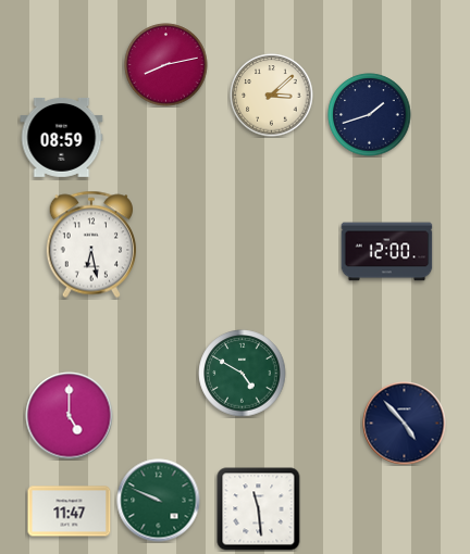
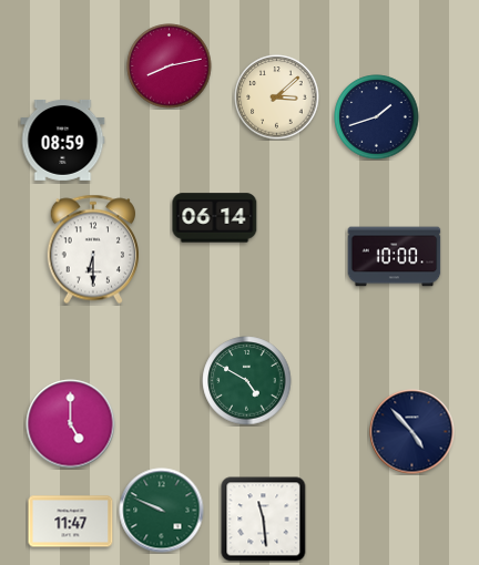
clock at (215, 218): none -> 06:14
clock at (90, 244): 6:28 -> 6:30
clock at (387, 252): 12:00 -> 10:00
